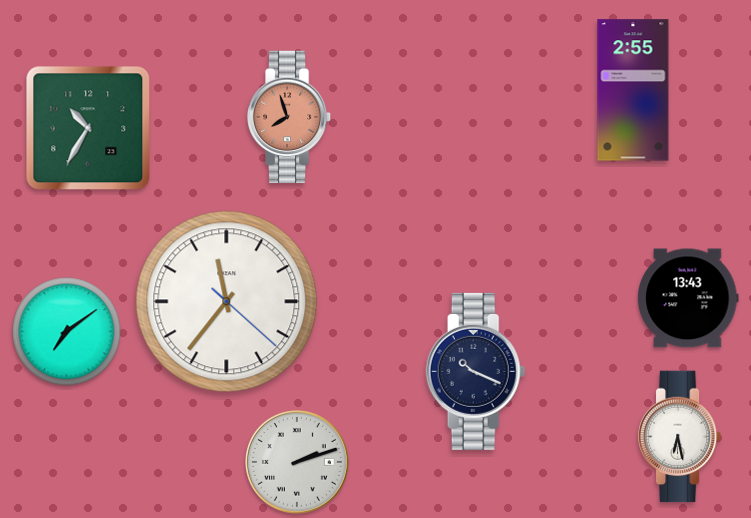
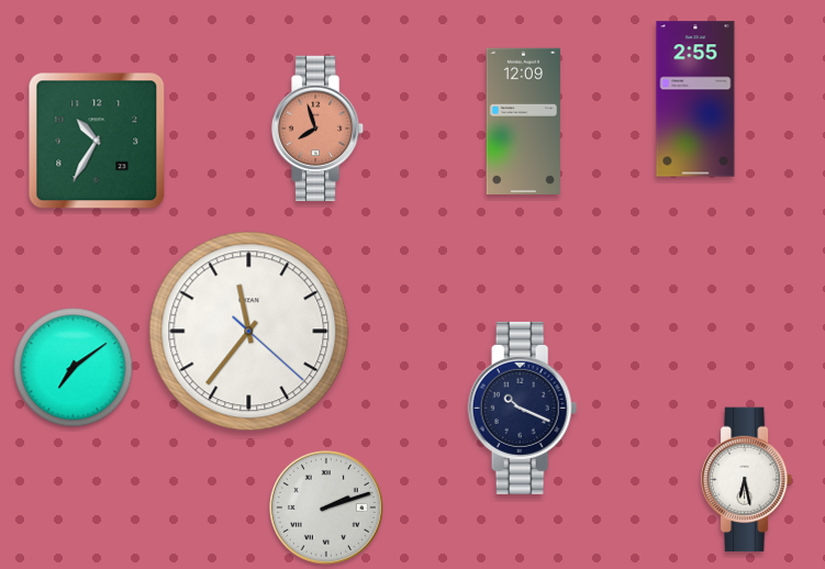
clock at (523, 121): none -> 12:09
clock at (688, 298): 13:43 -> none
clock at (67, 332) position: (67, 332) -> (74, 368)
